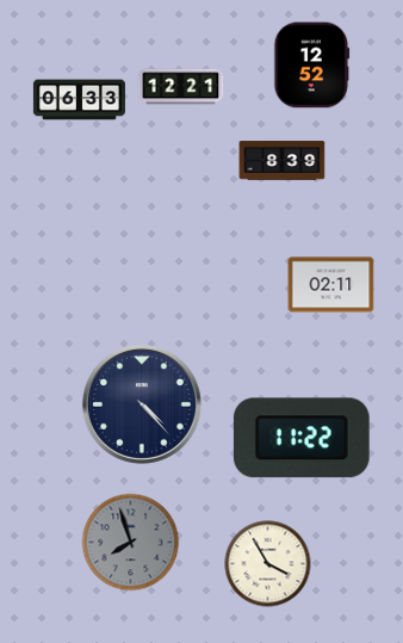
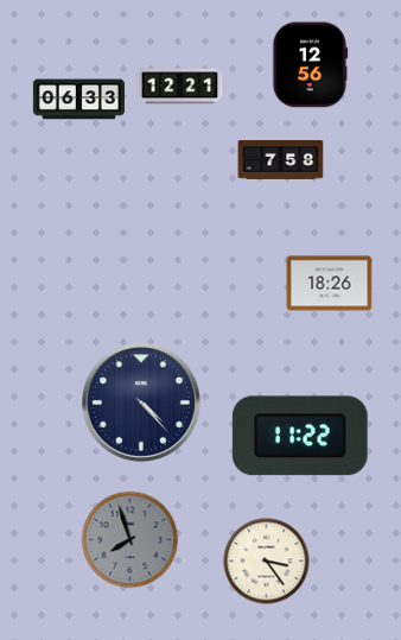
clock at (312, 66): 12:52 -> 12:56
clock at (283, 161): 8:39 -> 7:58
clock at (331, 285): 02:11 -> 18:26
clock at (268, 564): 3:55 -> 3:24
